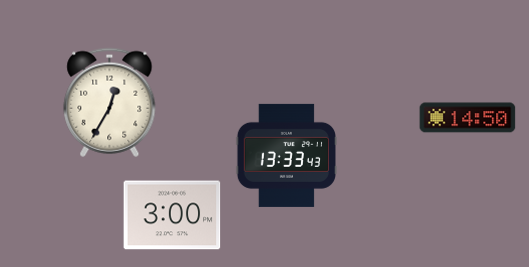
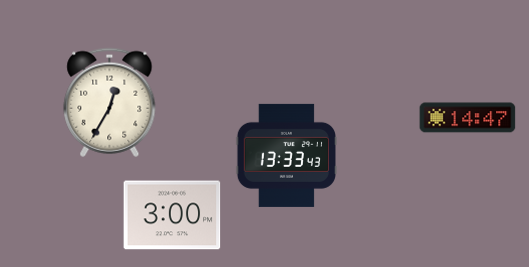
clock at (468, 118): 14:50 -> 14:47
